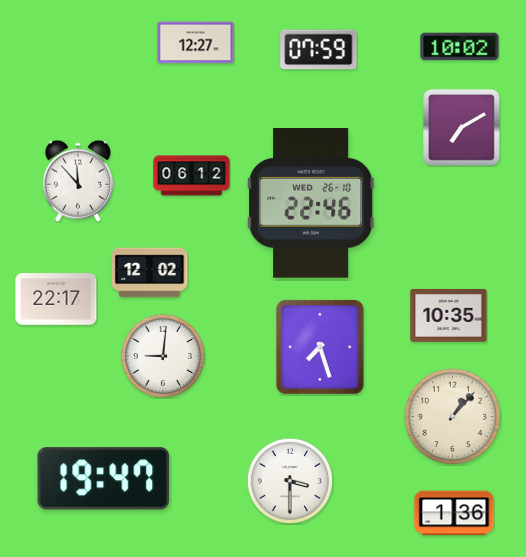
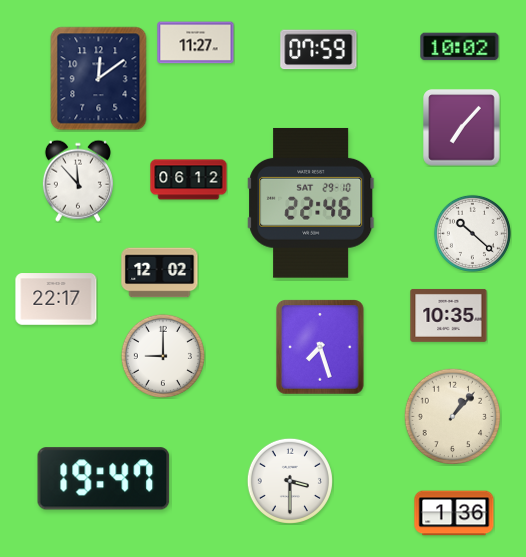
clock at (196, 43): 12:27 -> 11:27
clock at (99, 79): none -> 12:09
clock at (462, 128): 7:10 -> 7:07
clock at (192, 176) position: (192, 176) -> (189, 180)
clock at (311, 203) date: WED 26-10 -> SAT 29-10
clock at (472, 233): none -> 10:22
clock at (150, 273) position: (150, 273) -> (160, 273)
clock at (163, 356): 9:01 -> 9:00
